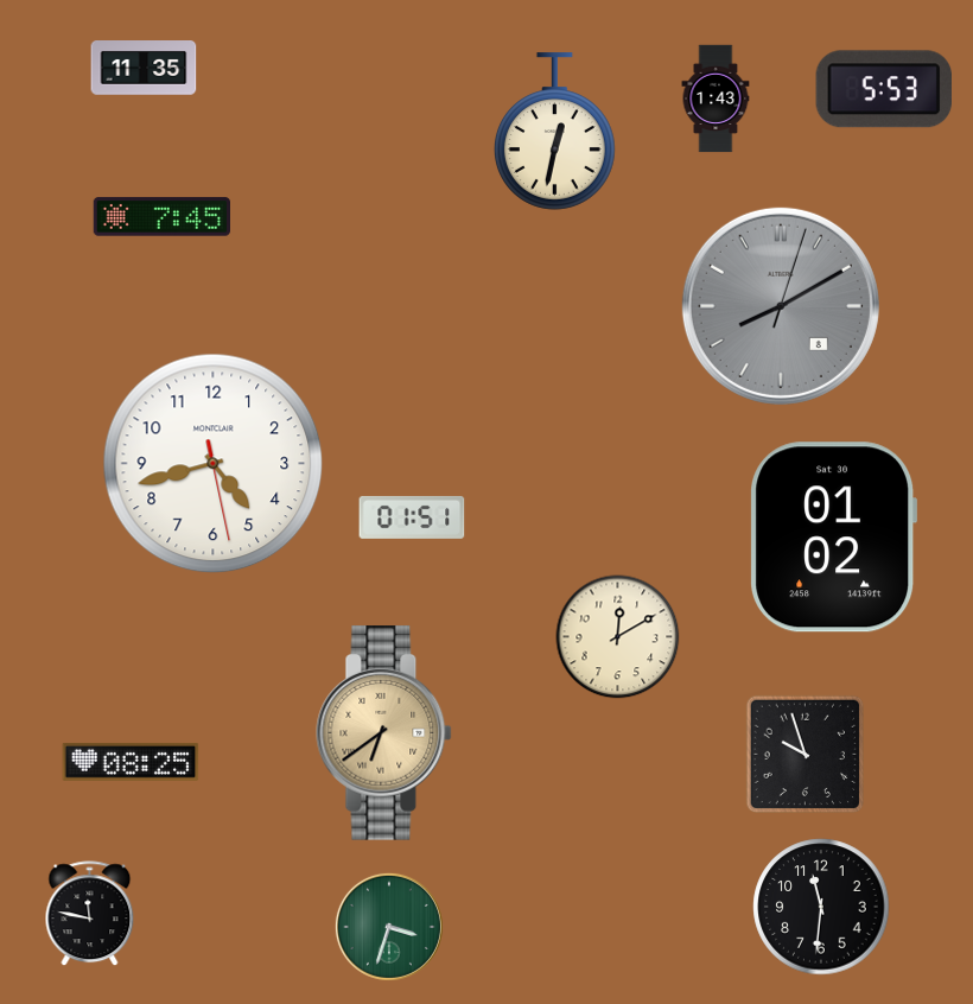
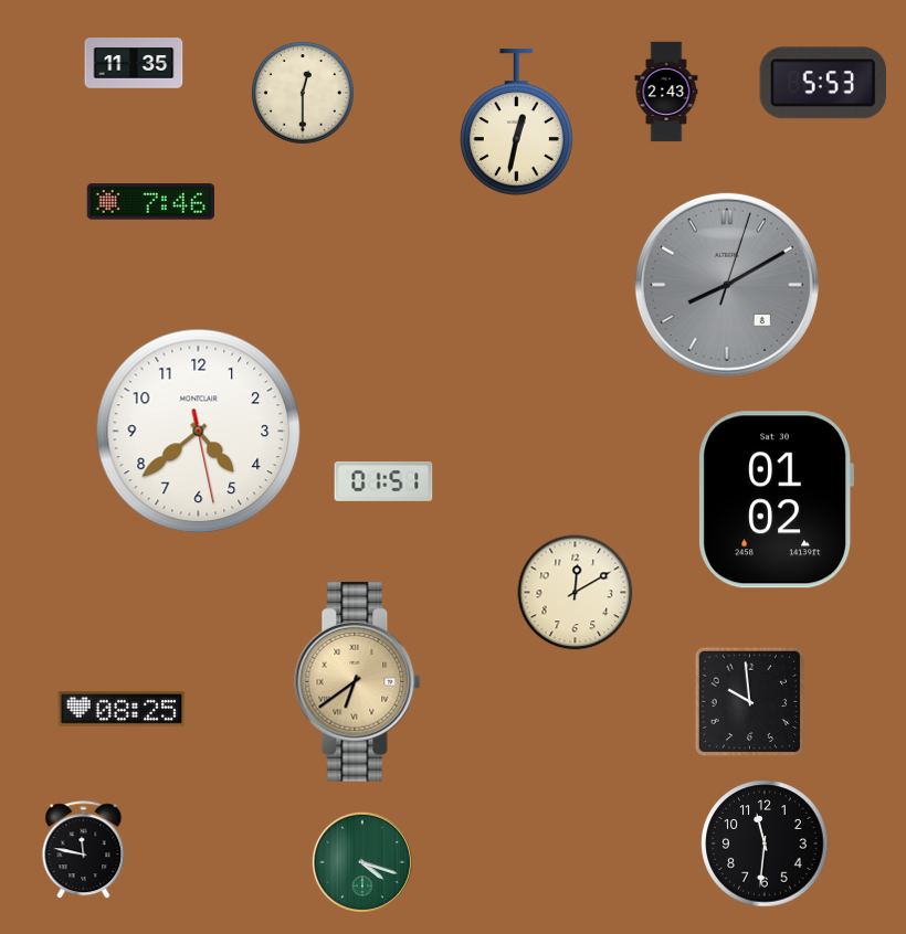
clock at (716, 99): 1:43 -> 2:43
clock at (303, 93): none -> 12:30
clock at (161, 217): 7:45 -> 7:46
clock at (214, 464): 4:42 -> 4:38
clock at (806, 755): 9:57 -> 9:59
clock at (389, 927): 3:33 -> 4:18
